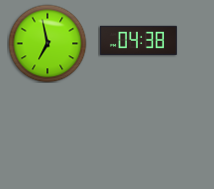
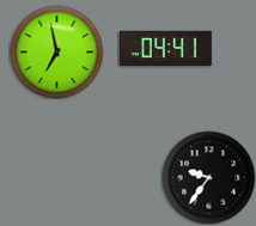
clock at (138, 40): 04:38 -> 04:41
clock at (208, 177): none -> 9:36
